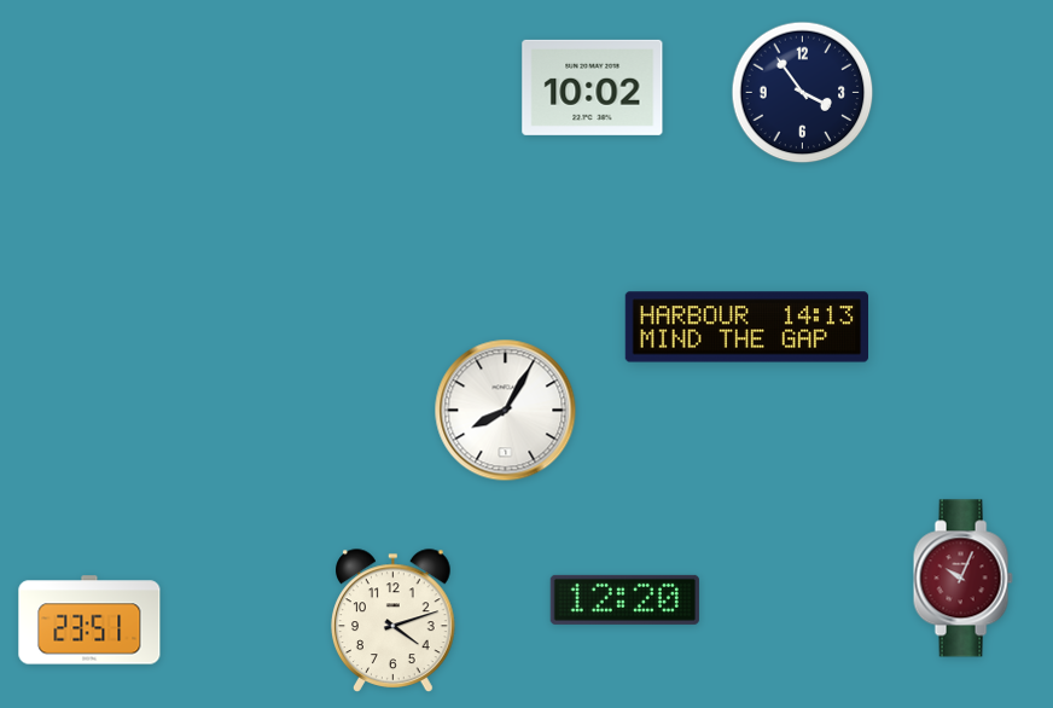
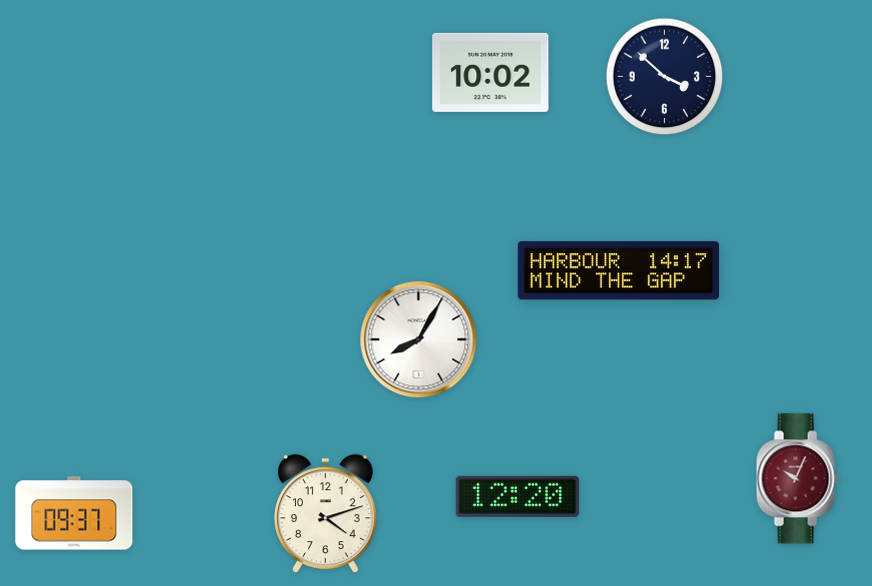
clock at (803, 93): 3:54 -> 3:52
clock at (747, 327): 14:13 -> 14:17
clock at (89, 620): 23:51 -> 09:37
